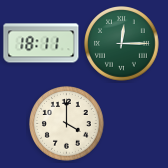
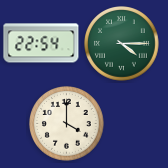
clock at (41, 43): 18:11 -> 22:54
clock at (122, 44): 12:15 -> 4:15
